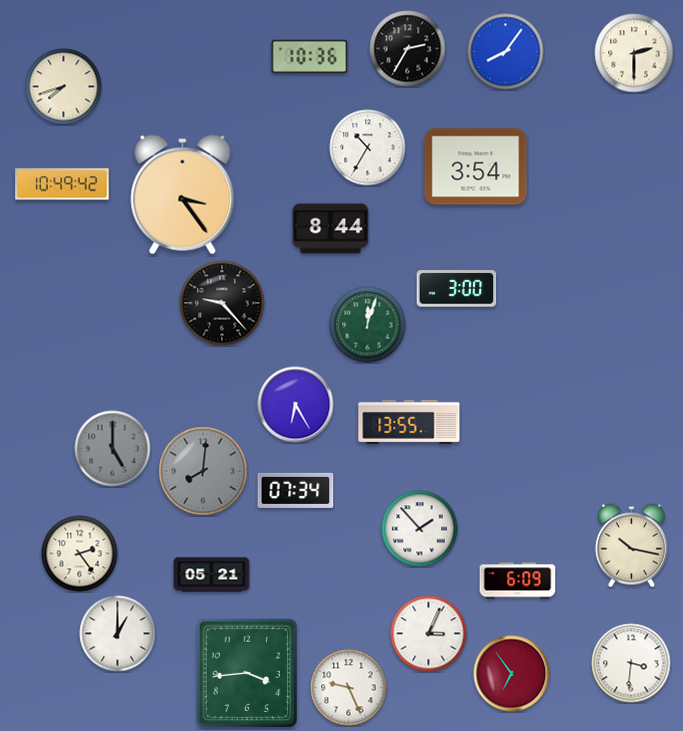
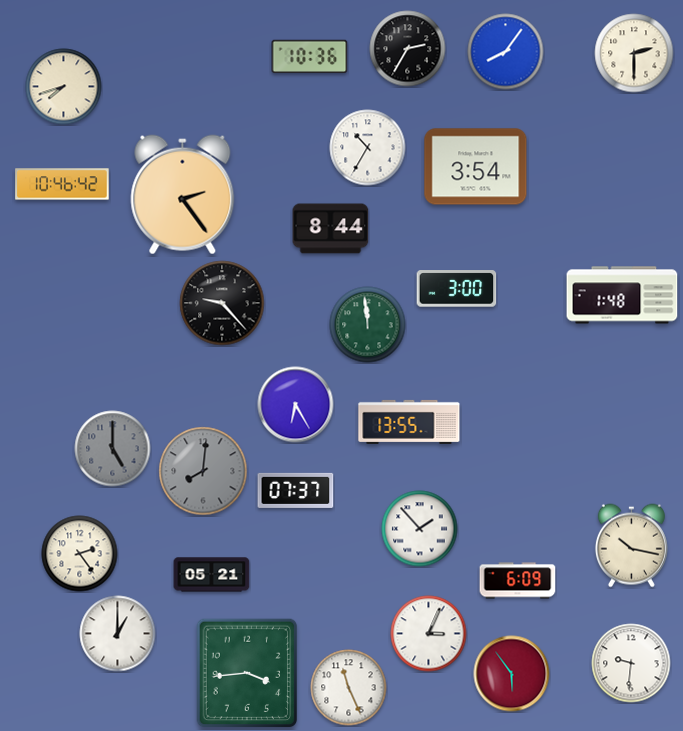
clock at (62, 184): 10:49 -> 10:46
clock at (183, 195): 3:24 -> 2:24
clock at (622, 295): none -> 1:48
clock at (368, 325): 12:03 -> 11:59
clock at (296, 490): 07:34 -> 07:37
clock at (631, 663): 3:31 -> 9:31
clock at (512, 674): 6:54 -> 5:54
clock at (349, 688): 9:26 -> 11:26
